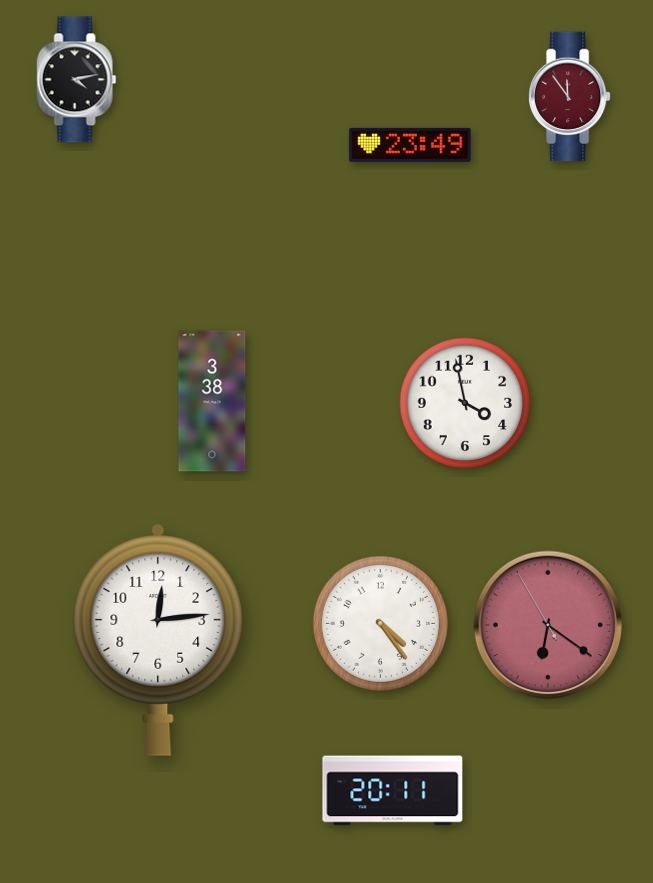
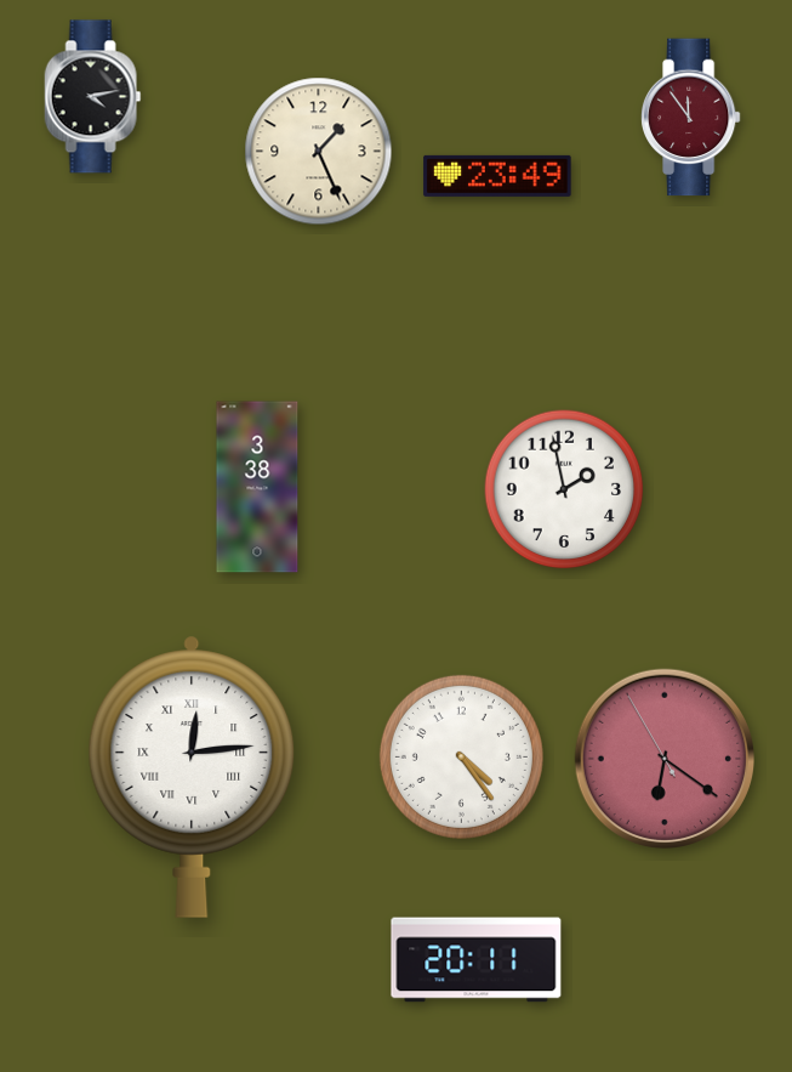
clock at (319, 152): none -> 1:26
clock at (465, 403): 3:58 -> 1:58
clock at (158, 640) numerals: Arabic -> Roman
